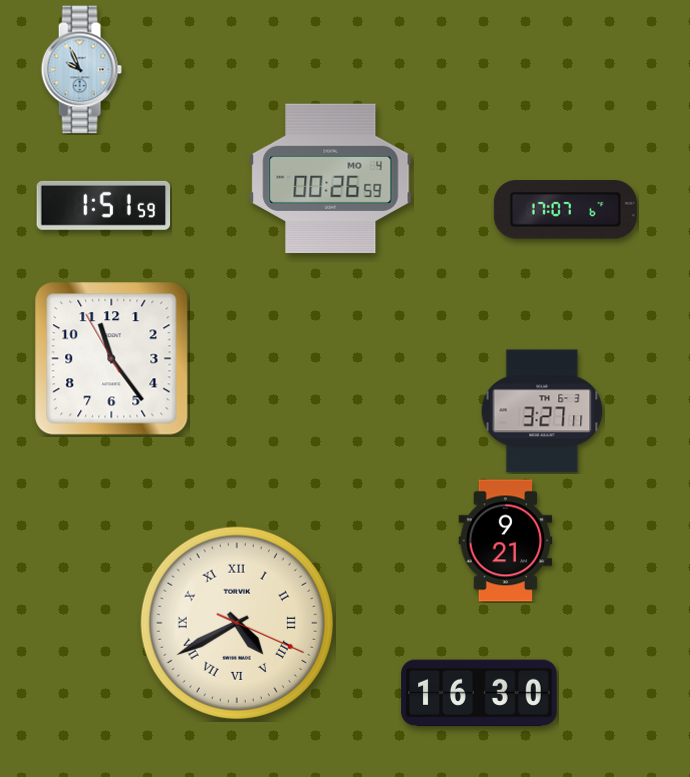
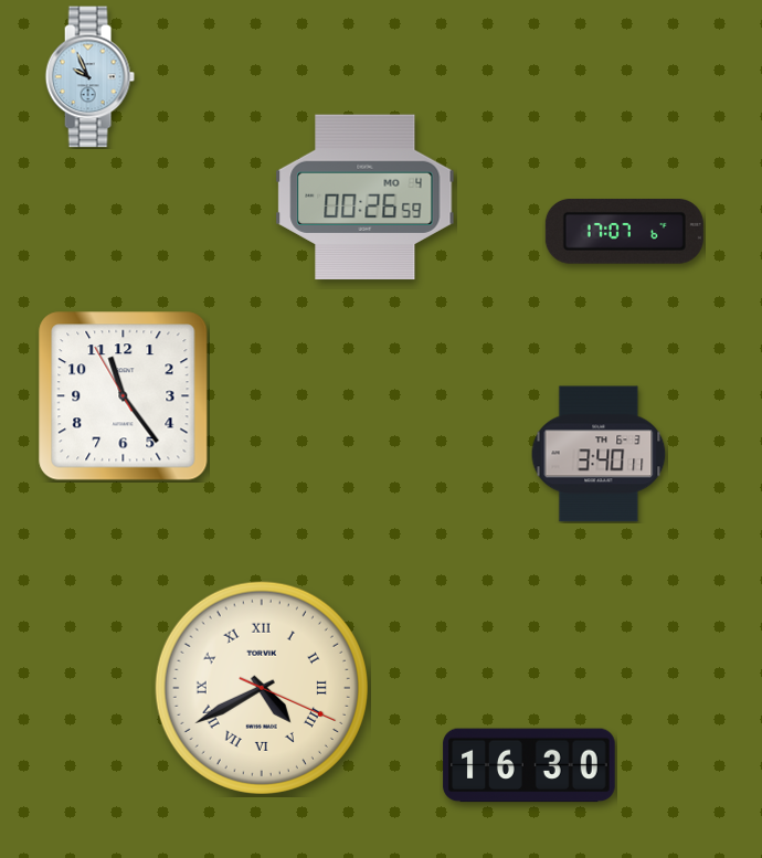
clock at (104, 205): 1:51 -> none
clock at (542, 411): 3:27 -> 3:40
clock at (506, 541): 9:21 -> none
